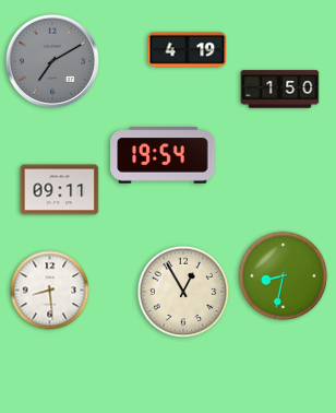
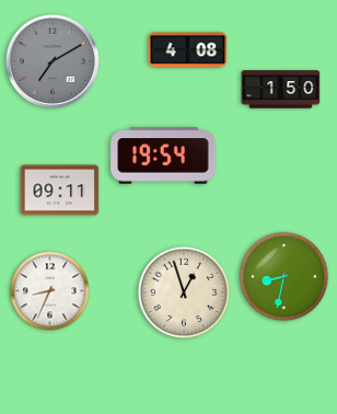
clock at (188, 50): 4:19 -> 4:08
clock at (50, 291): 8:29 -> 8:34
clock at (183, 292): 12:55 -> 12:57
